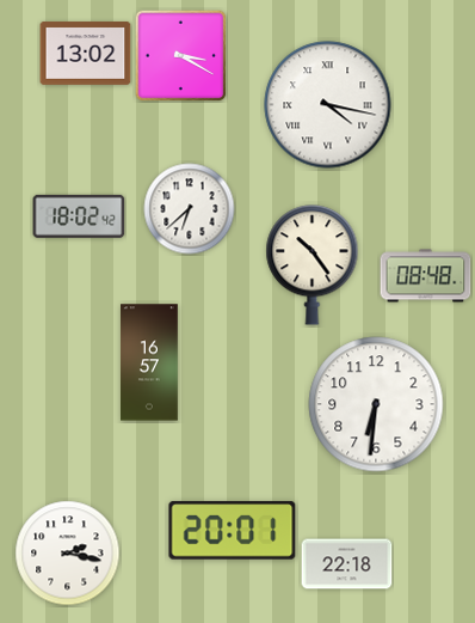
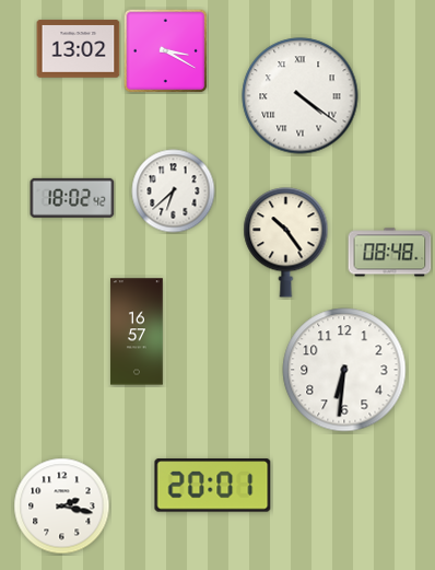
clock at (328, 105): 4:17 -> 4:21
clock at (347, 564): 22:18 -> none
